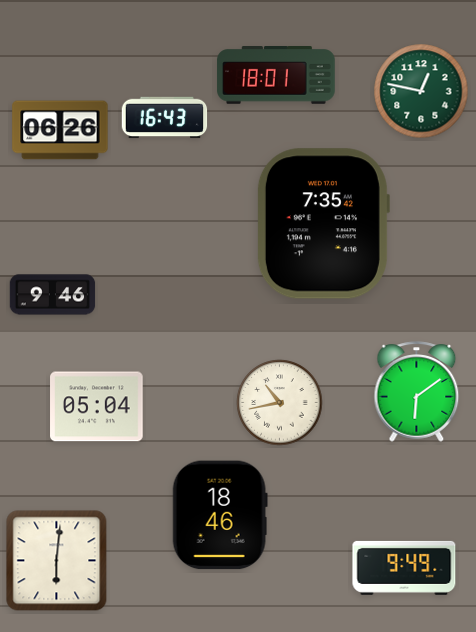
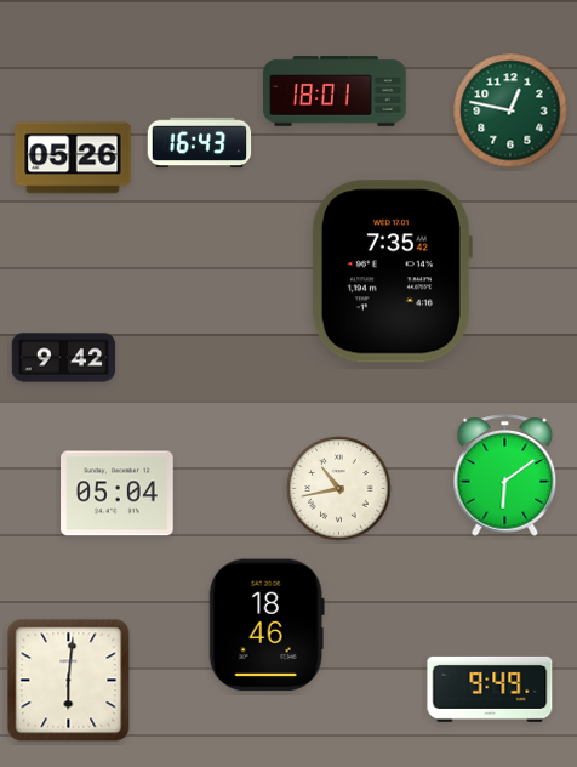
clock at (60, 130): 06:26 -> 05:26
clock at (53, 295): 9:46 -> 9:42
